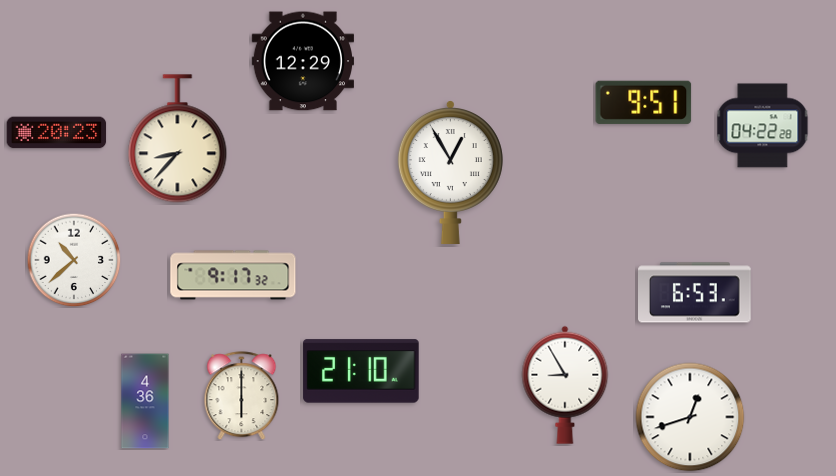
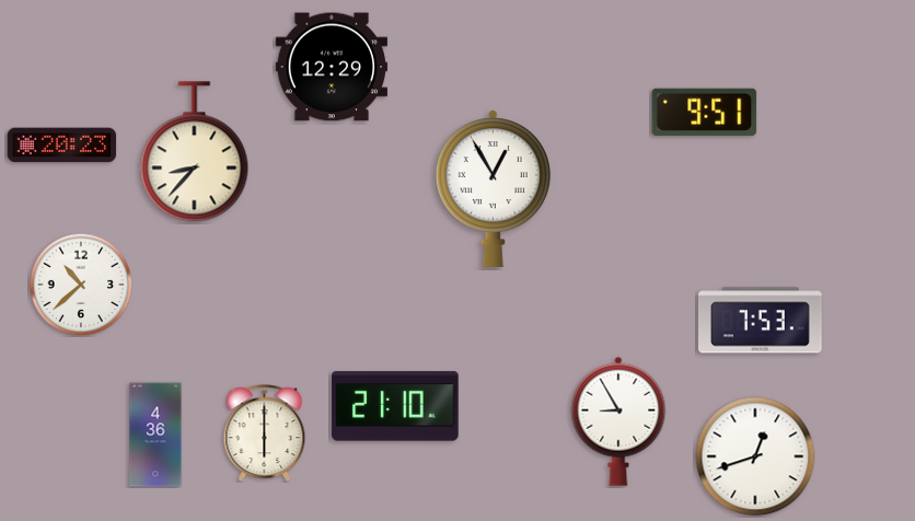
clock at (763, 126): 04:22 -> none
clock at (233, 275): 9:17 -> none
clock at (695, 293): 6:53 -> 7:53
clock at (145, 401) position: (145, 401) -> (155, 435)
